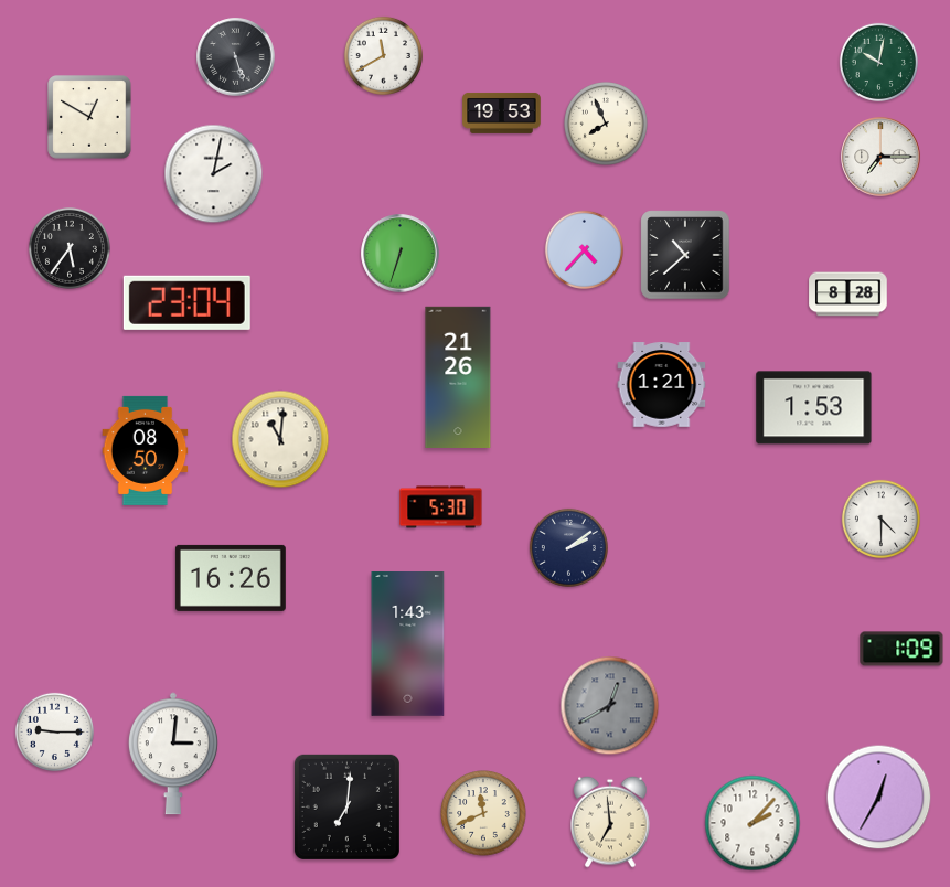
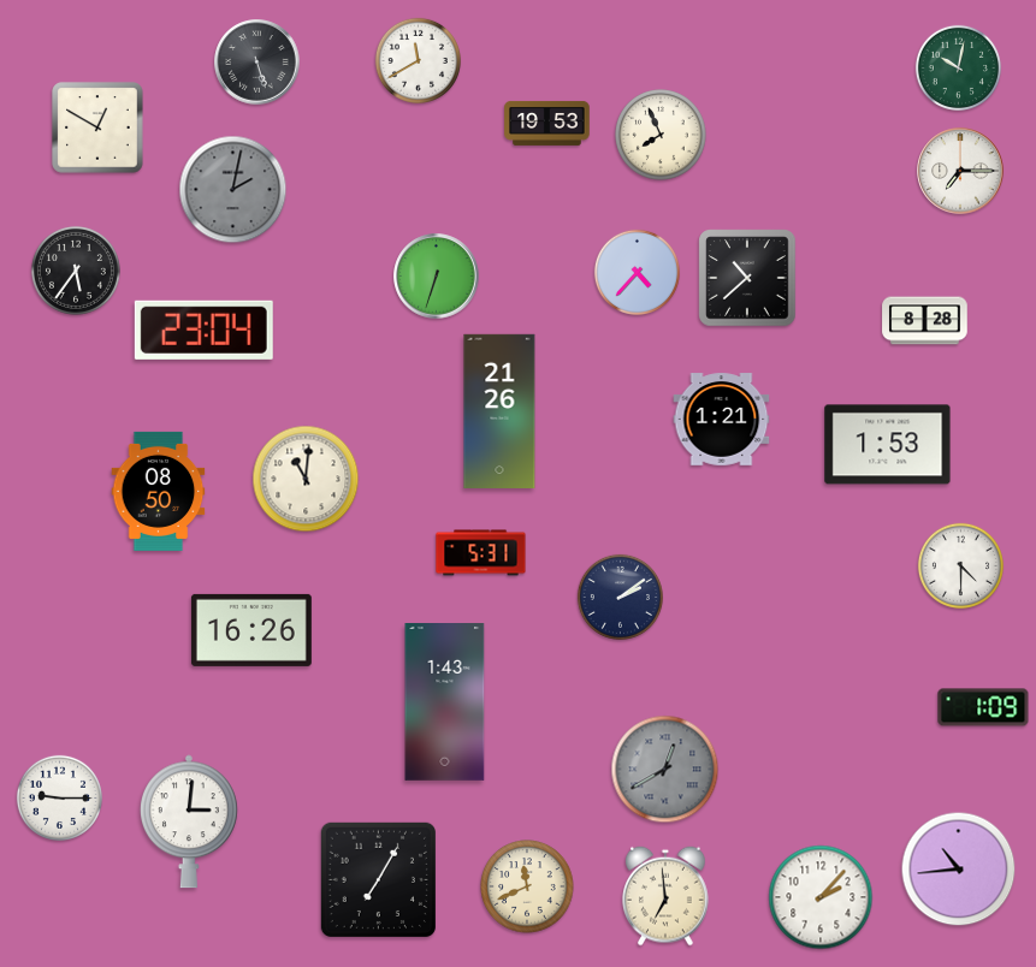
clock at (214, 174) dial: white -> grey
clock at (441, 507): 5:30 -> 5:31
clock at (879, 798): 12:35 -> 10:44
clock at (346, 806): 7:01 -> 7:05
